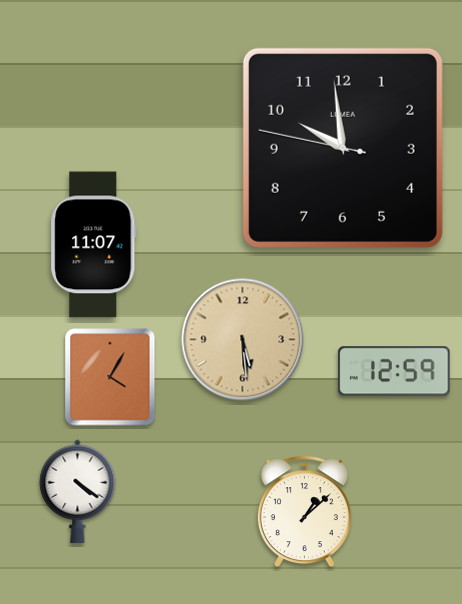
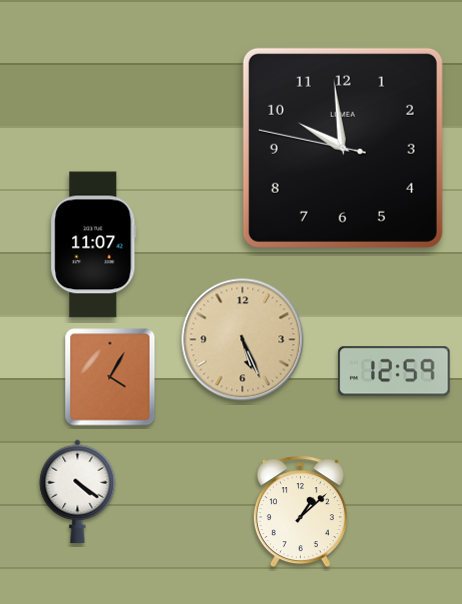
clock at (243, 340): 5:29 -> 5:26
clock at (304, 512) position: (304, 512) -> (300, 512)
